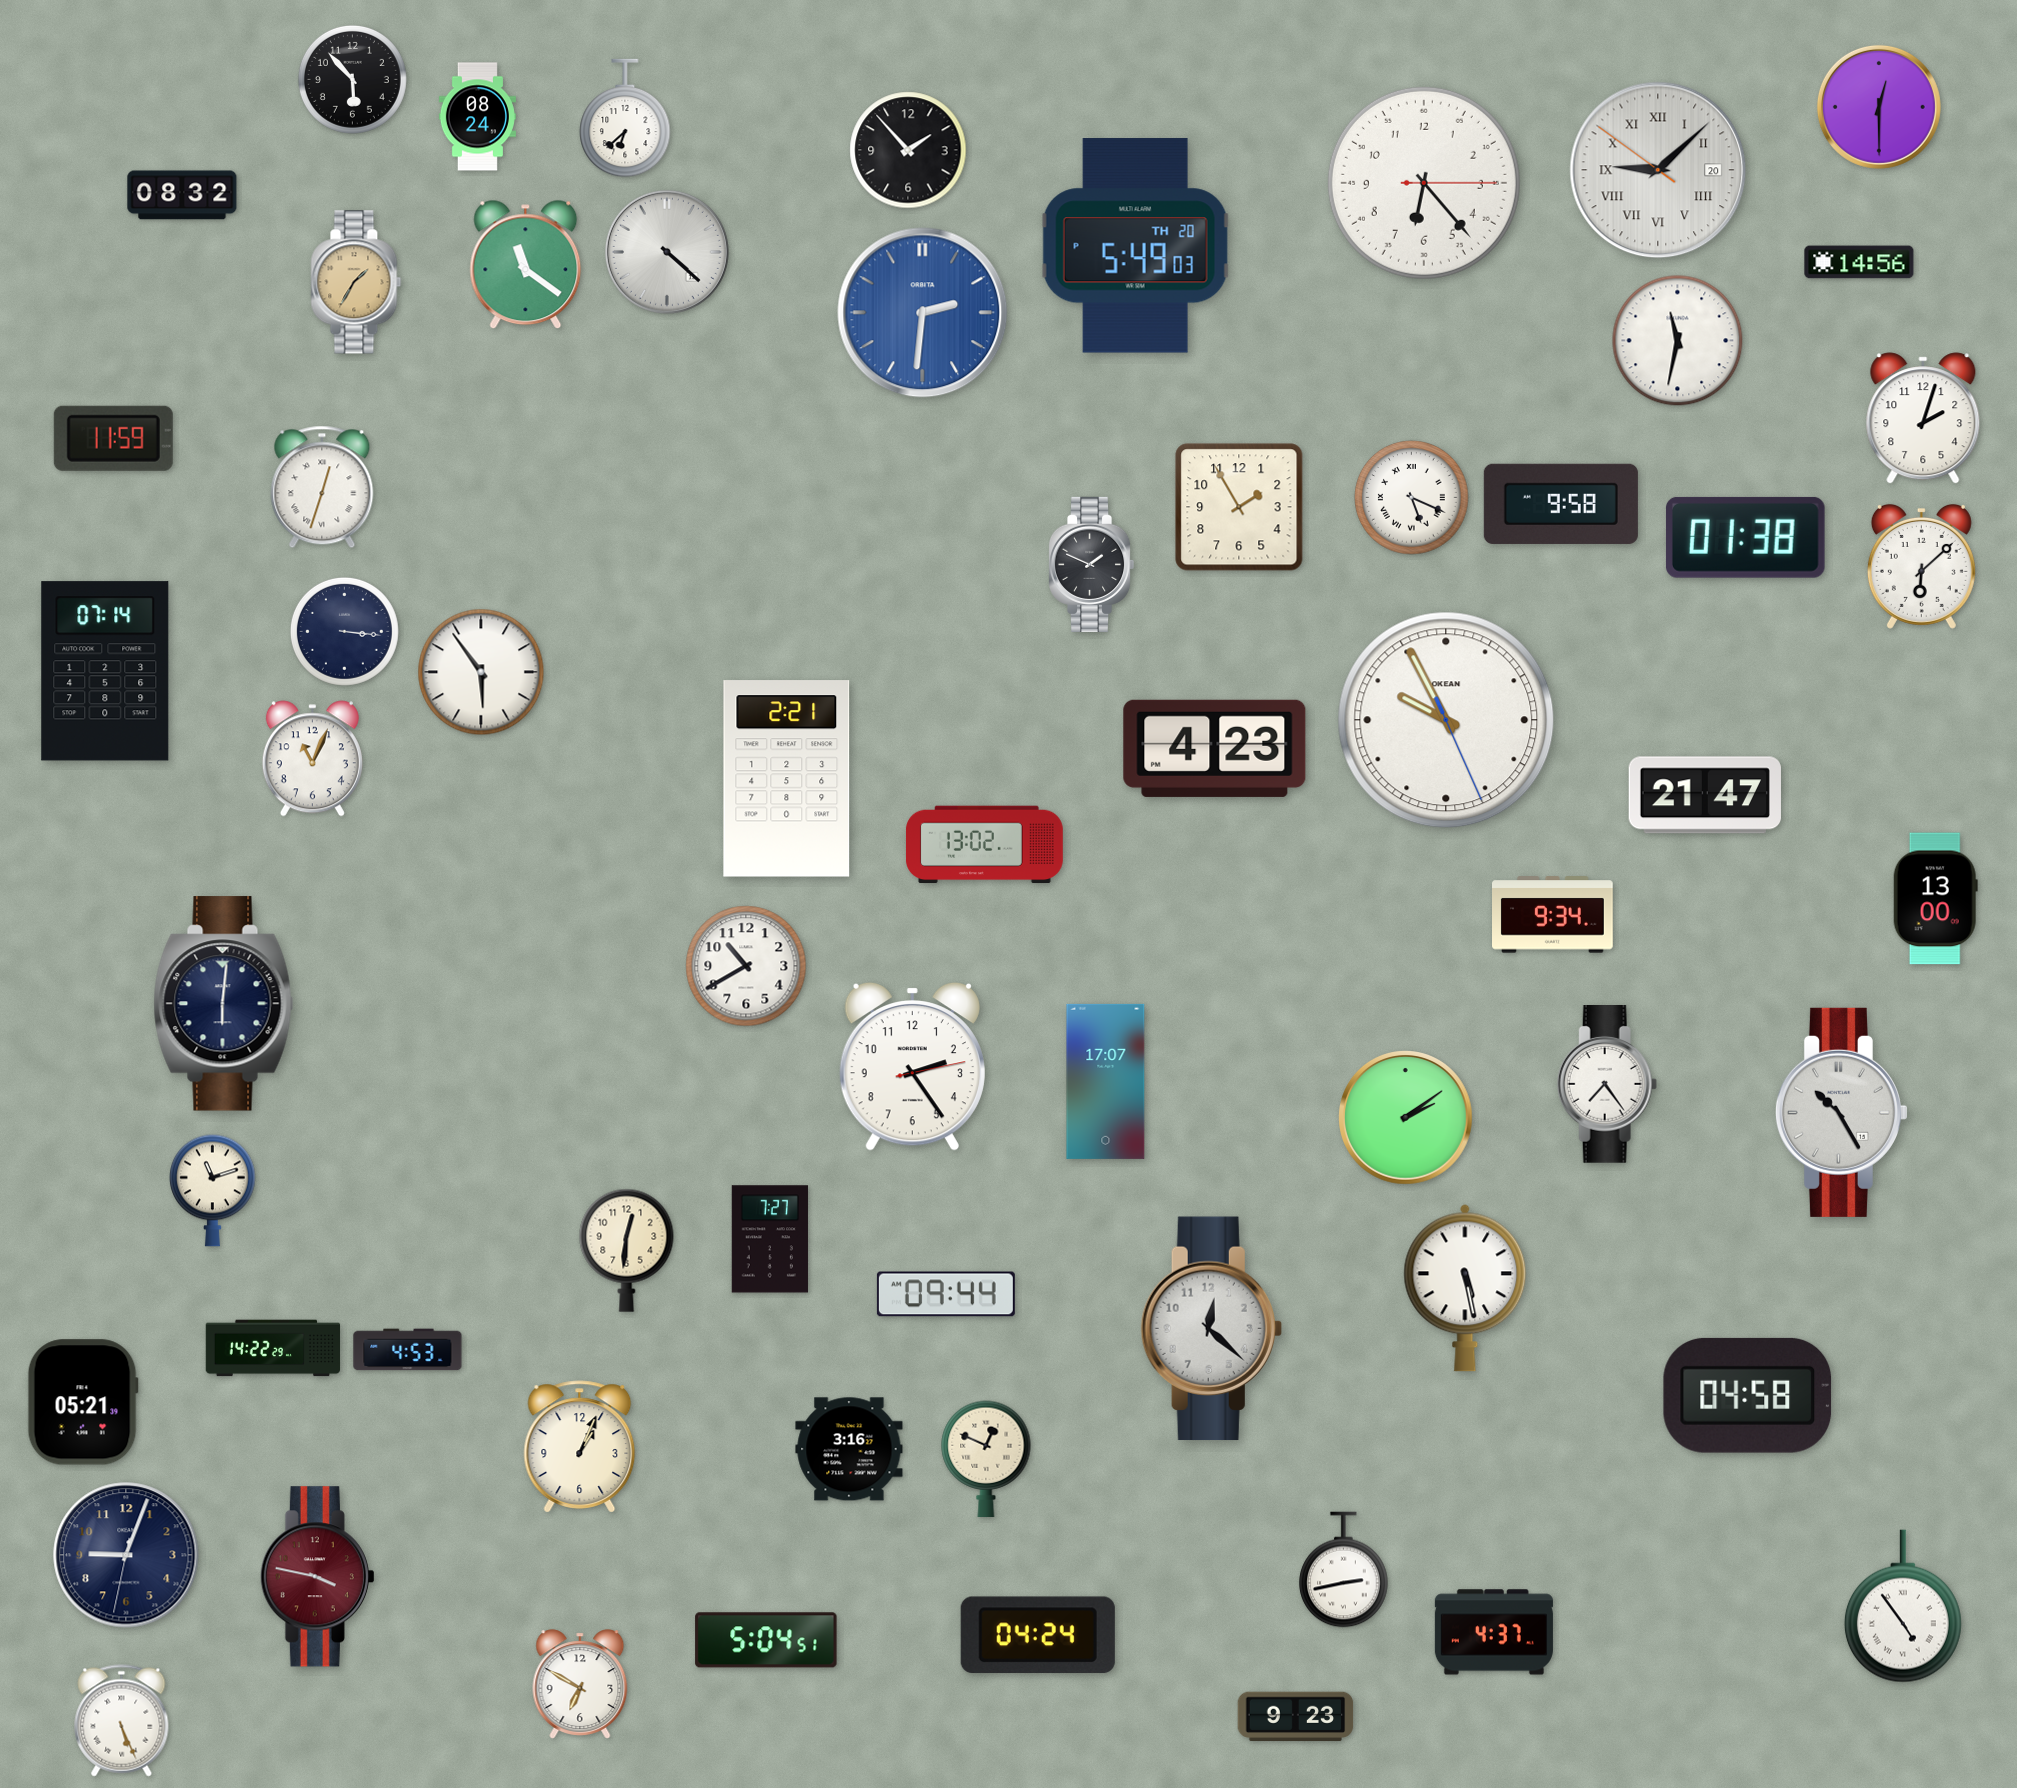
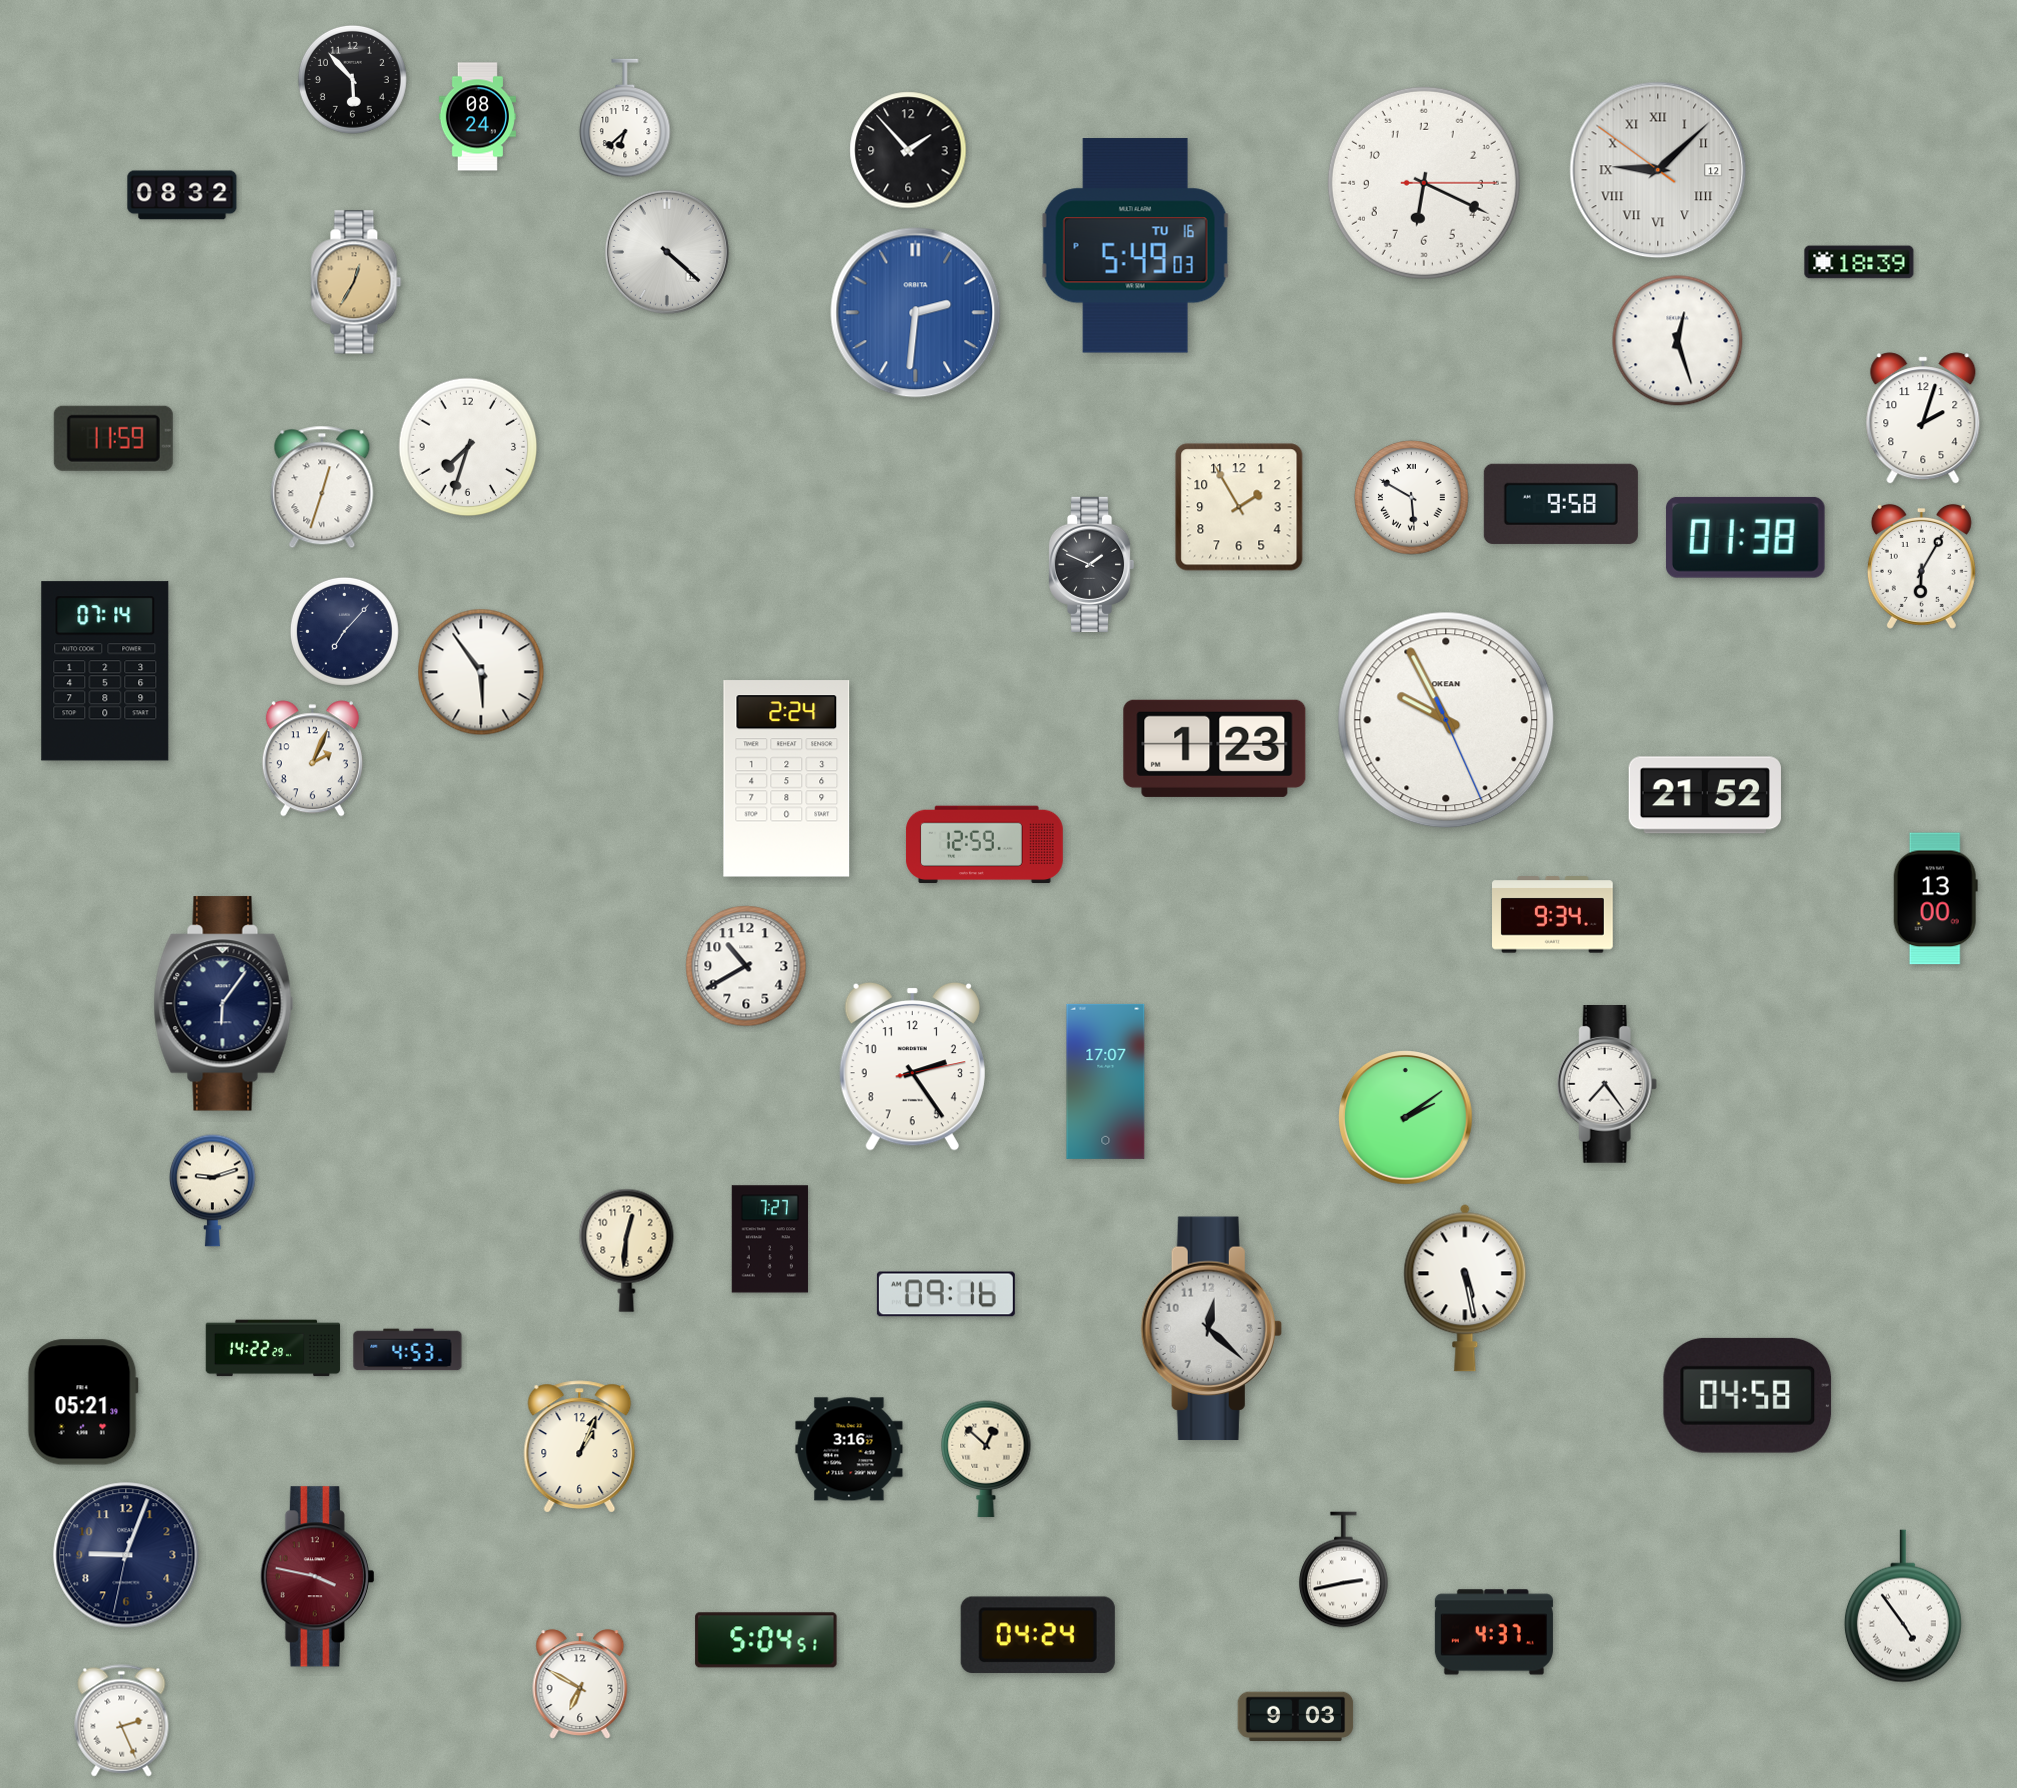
clock at (1879, 107): 12:30 -> none
clock at (1658, 170) date: 20 -> 12
clock at (1424, 183): 6:23 -> 6:19
clock at (1135, 246) date: TH 20 -> TU 16
clock at (1859, 262): 14:56 -> 18:39
clock at (526, 265): 11:21 -> none
clock at (356, 282): 1:35 -> 12:35
clock at (923, 313) position: (923, 313) -> (916, 313)
clock at (1678, 341): 11:32 -> 12:27
clock at (468, 447): none -> 7:33
clock at (1412, 498): 5:19 -> 5:50
clock at (1921, 566): 6:08 -> 6:05
clock at (344, 631): 3:16 -> 7:07
clock at (1215, 748): 4:23 -> 1:23
clock at (312, 759): 11:04 -> 2:04
clock at (787, 779): 2:21 -> 2:24
clock at (1705, 795): 21:47 -> 21:52
clock at (984, 845): 13:02 -> 12:59
clock at (224, 1004): 6:01 -> 6:06
clock at (1841, 1112): 10:25 -> none
clock at (213, 1190): 11:12 -> 9:12
clock at (946, 1294): 09:44 -> 09:16
clock at (986, 1458): 12:49 -> 12:52
clock at (1296, 1717): 9:23 -> 9:03
clock at (122, 1721): 5:26 -> 2:26
